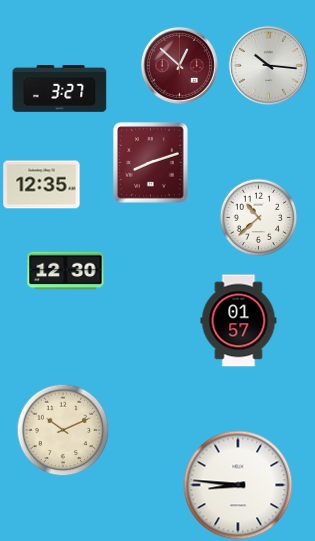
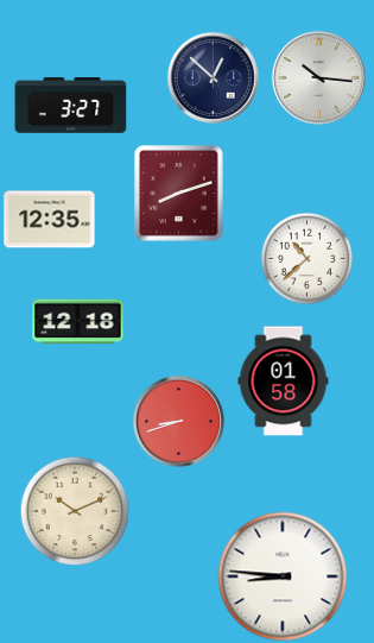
clock at (179, 65) dial: burgundy -> navy
clock at (66, 271): 12:30 -> 12:18
clock at (239, 321): 01:57 -> 01:58
clock at (178, 421): none -> 8:42
